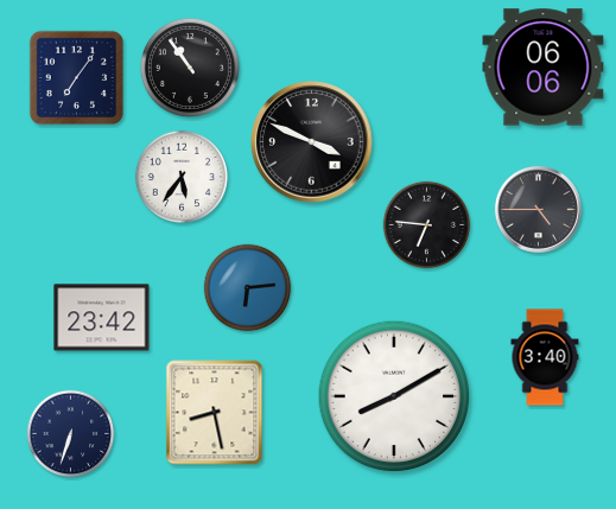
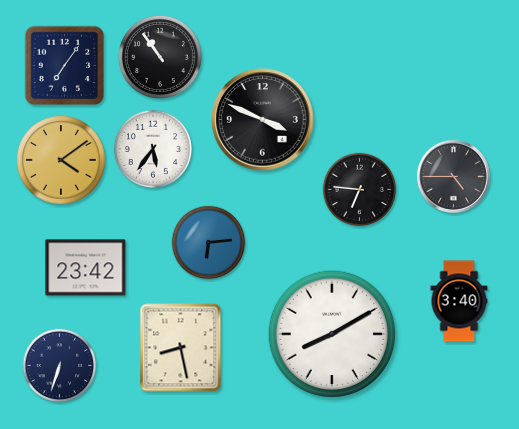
clock at (544, 68): 06:06 -> none
clock at (61, 160): none -> 4:09
